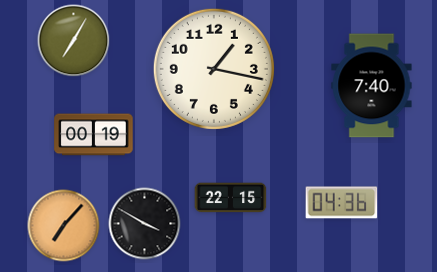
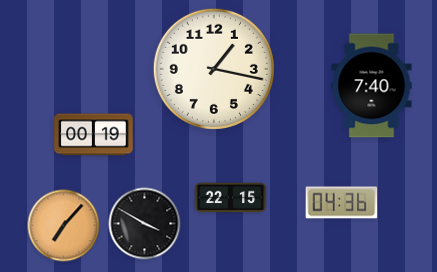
clock at (74, 41): 7:05 -> none
